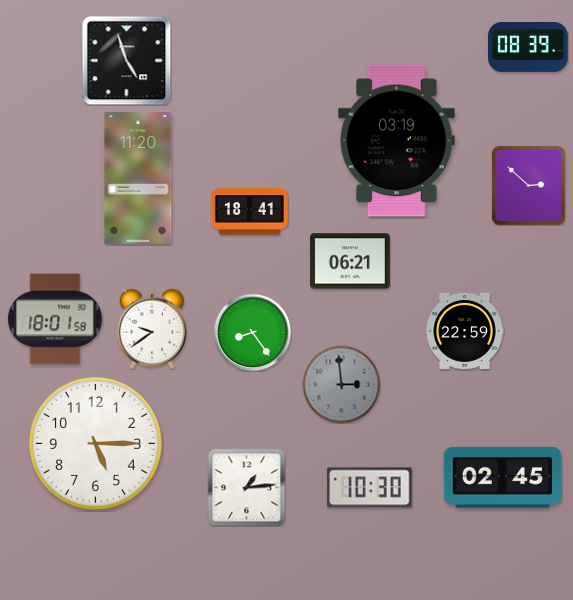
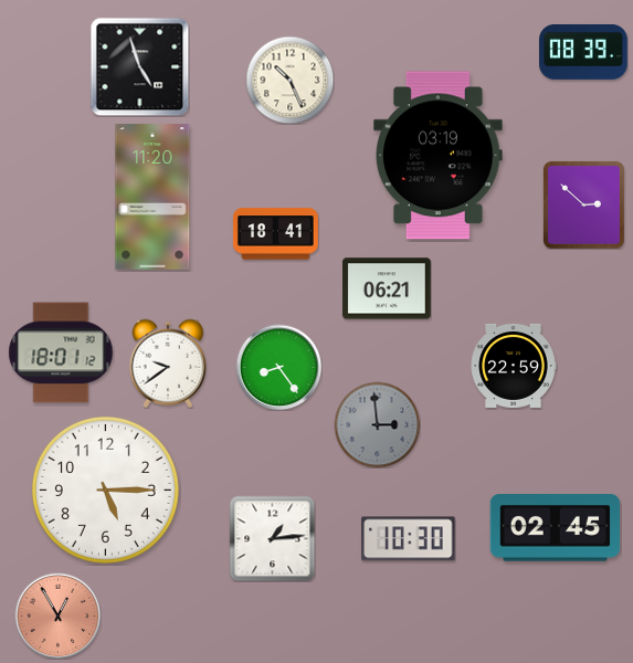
clock at (289, 80): none -> 10:26
clock at (55, 319): 18:01:58 -> 18:01:12
clock at (57, 615): none -> 12:55
